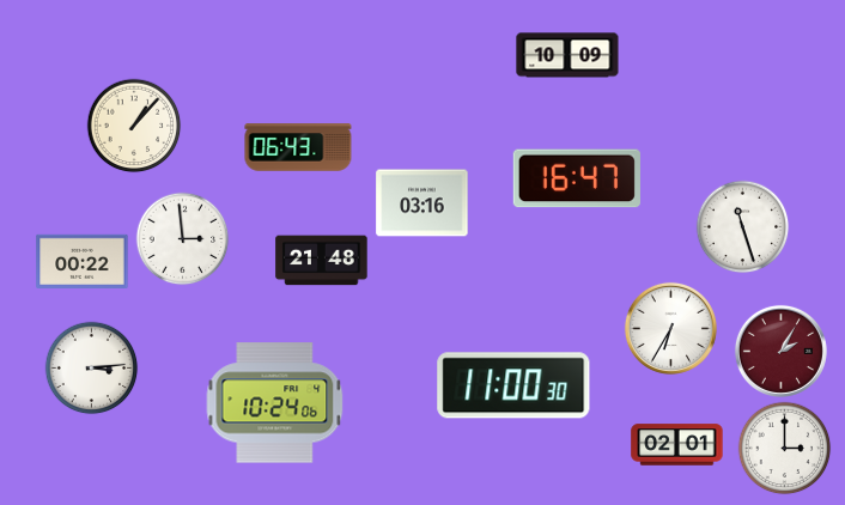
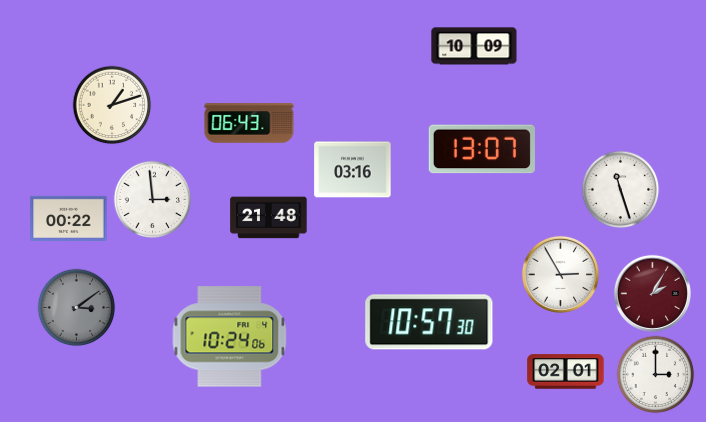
clock at (134, 126): 1:07 -> 1:12
clock at (577, 178): 16:47 -> 13:07
clock at (670, 328): 6:35 -> 2:55
clock at (91, 367): 3:14 -> 3:09
clock at (91, 367) dial: white -> grey
clock at (513, 385): 11:00 -> 10:57
